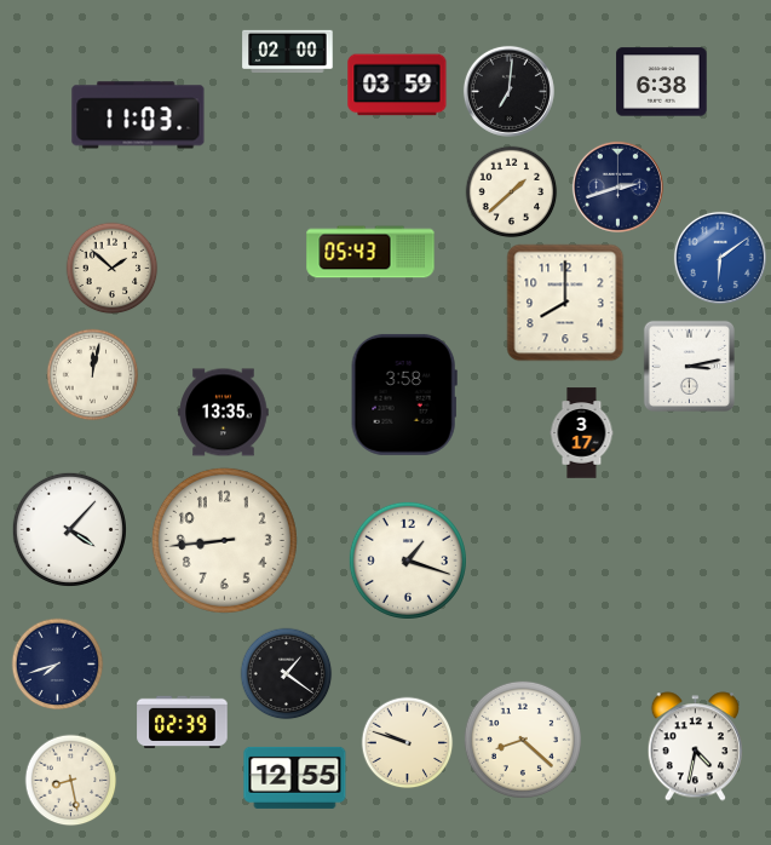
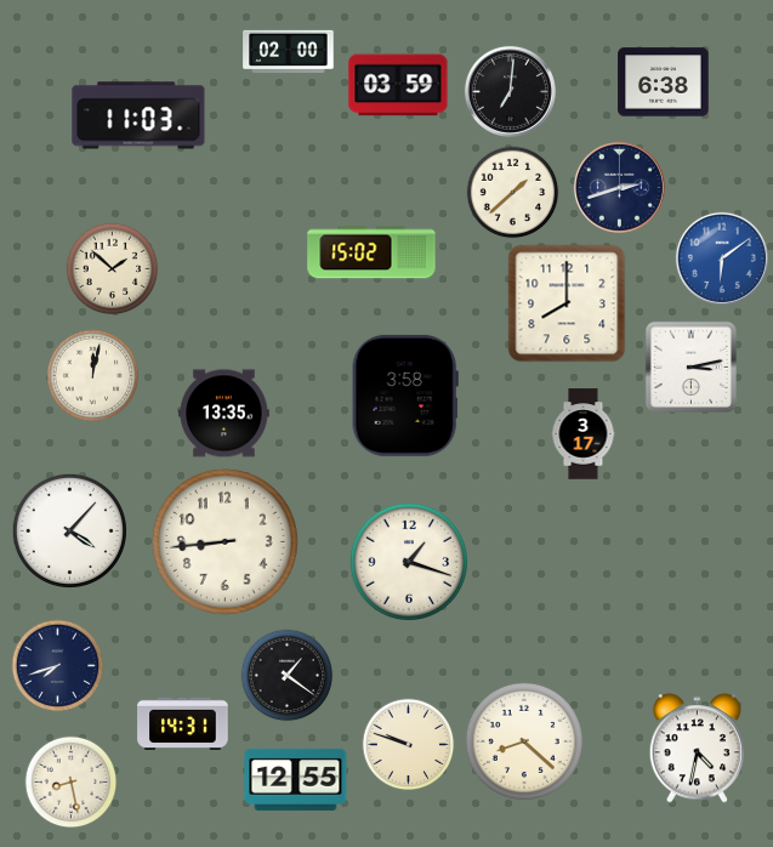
clock at (370, 252): 05:43 -> 15:02
clock at (183, 722): 02:39 -> 14:31
